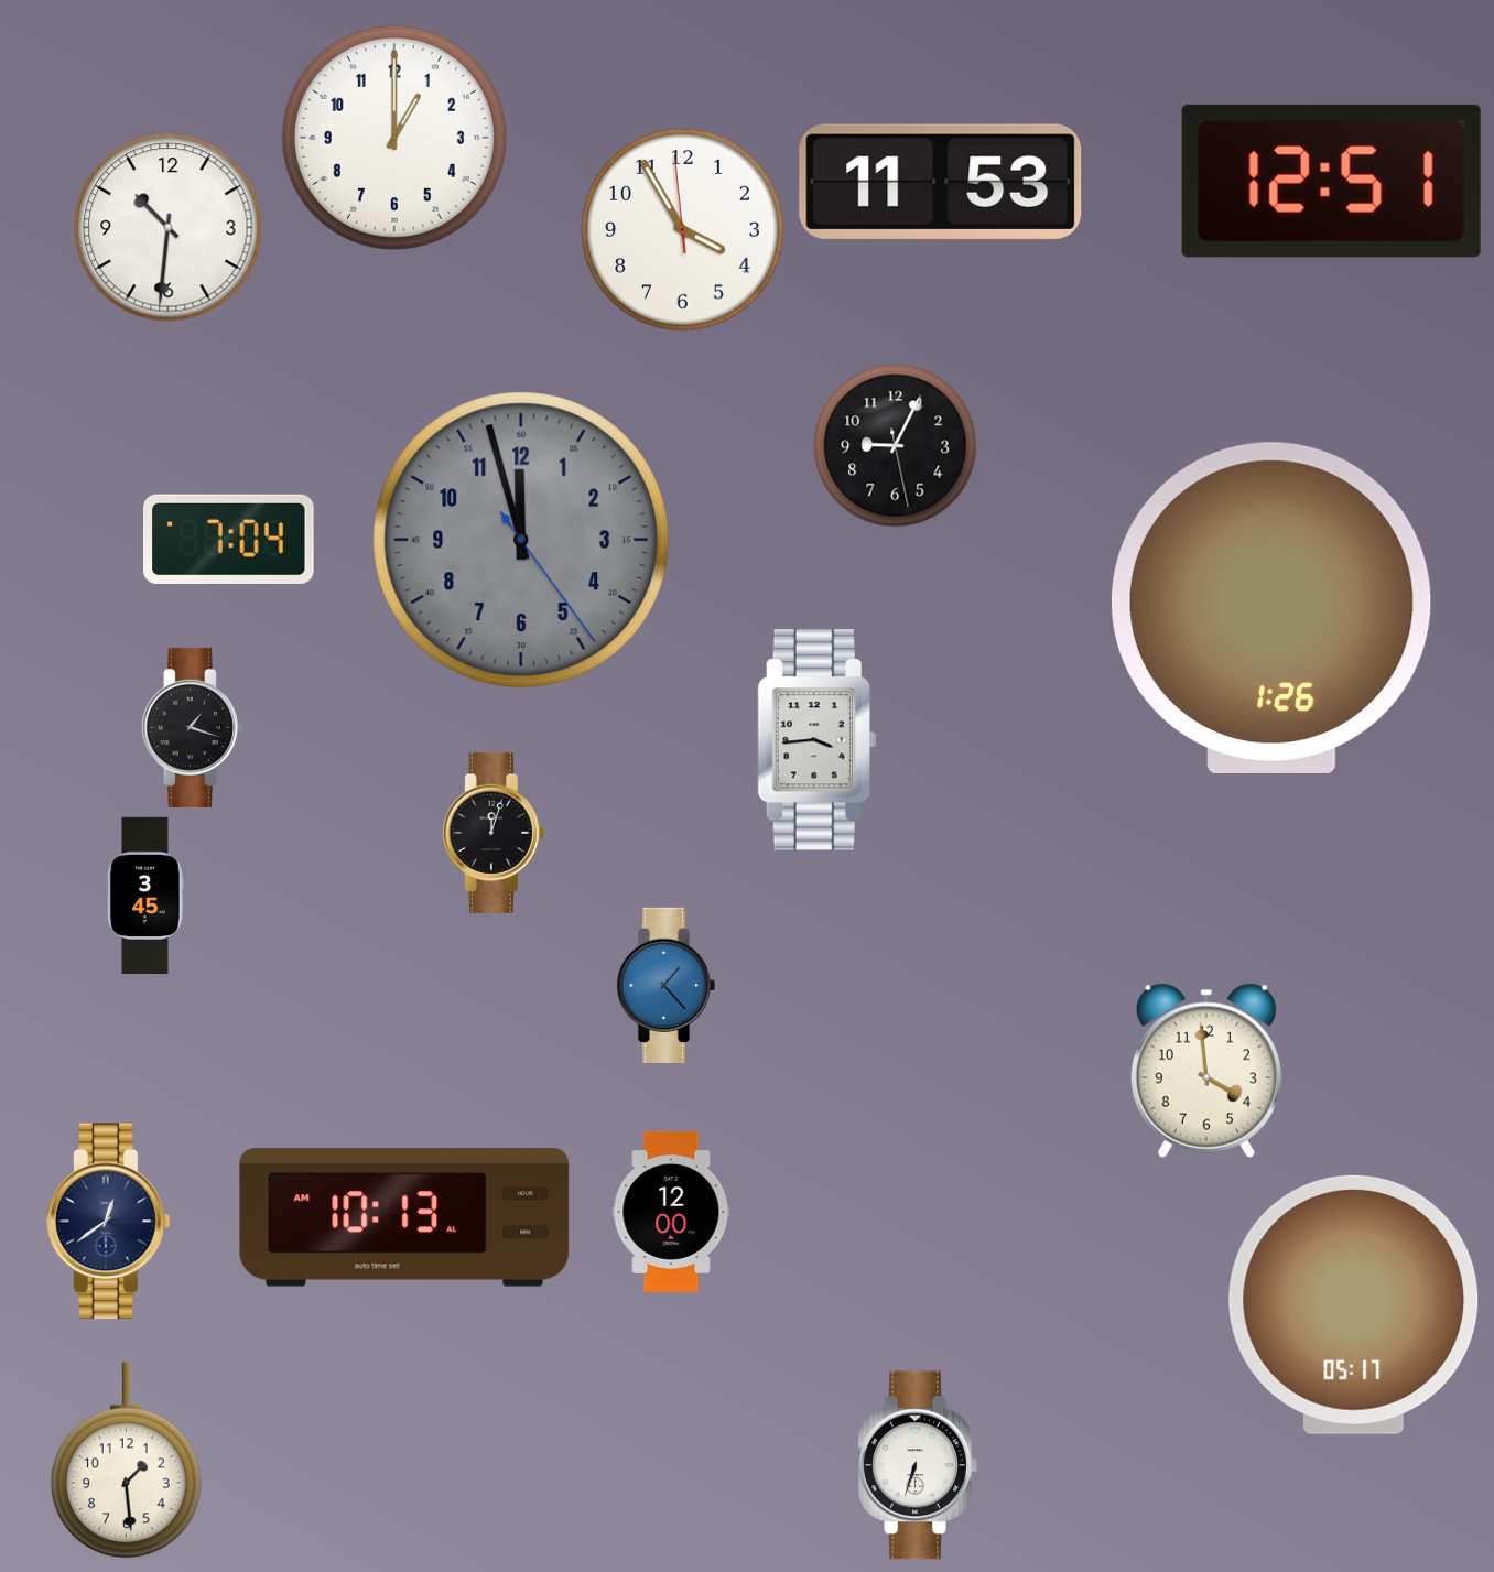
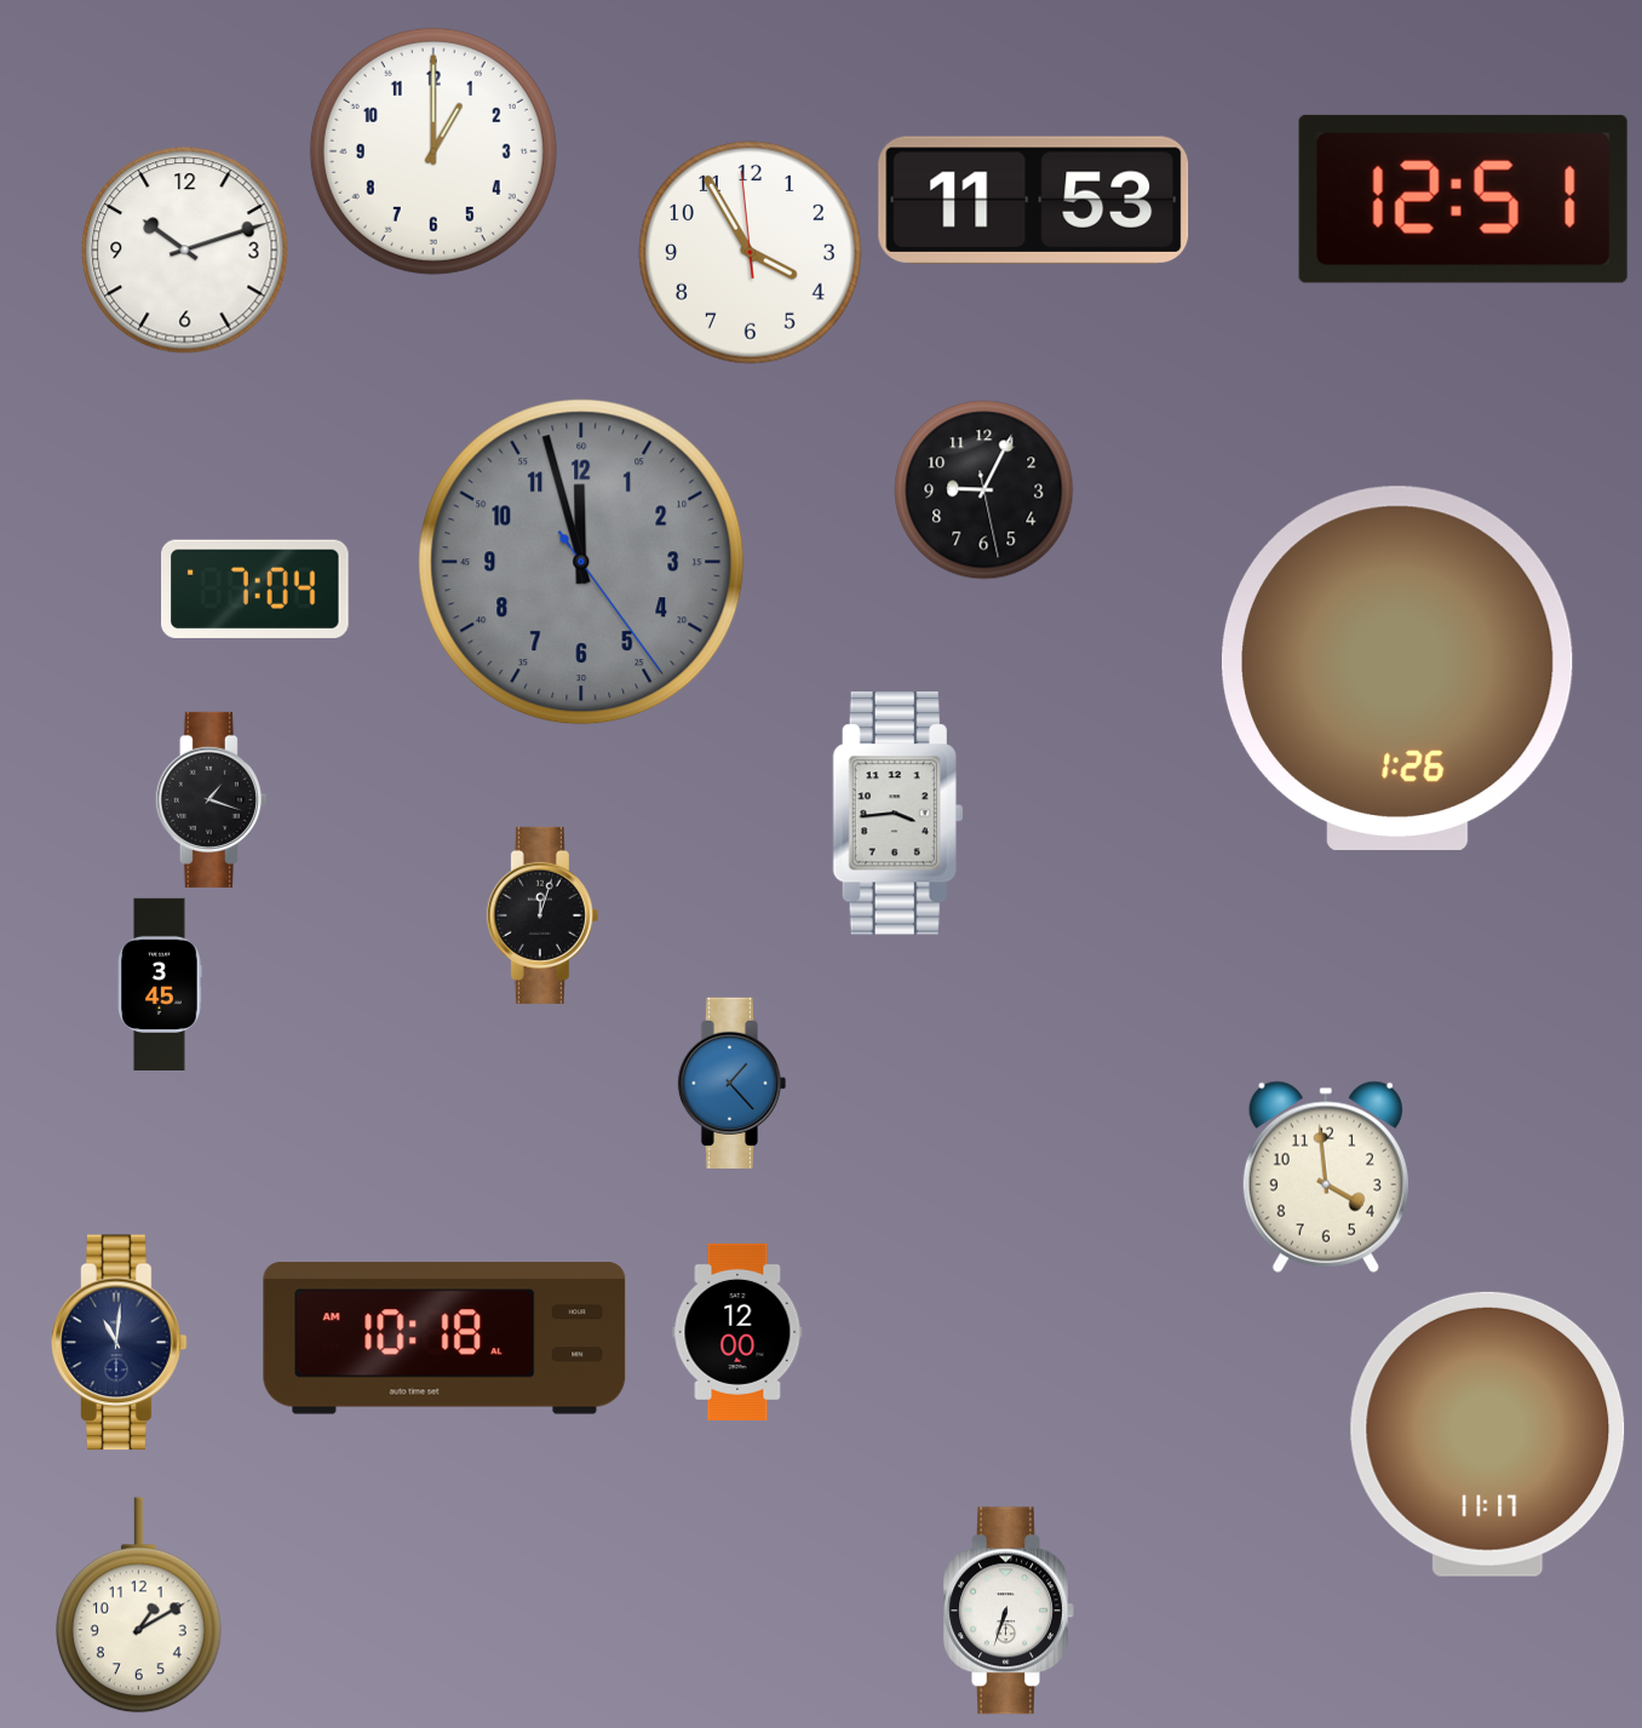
clock at (169, 228): 10:31 -> 10:12
clock at (229, 539) position: (229, 539) -> (256, 589)
clock at (521, 540) position: (521, 540) -> (581, 562)
clock at (404, 1217): 10:13 -> 10:18
clock at (109, 1222): 12:39 -> 11:01
clock at (1354, 1304): 05:17 -> 11:17
clock at (126, 1461): 1:29 -> 1:10
